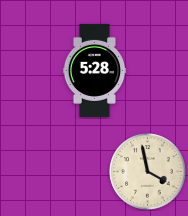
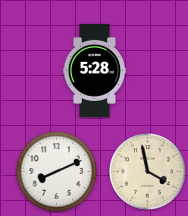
clock at (57, 172): none -> 8:11
